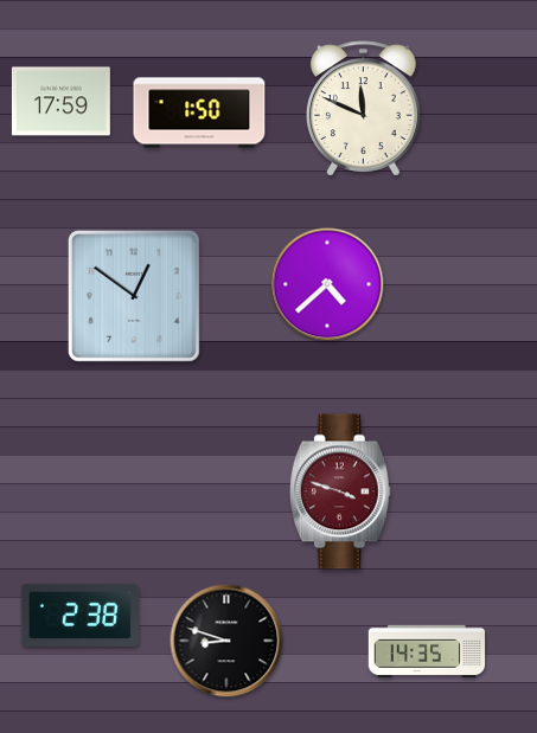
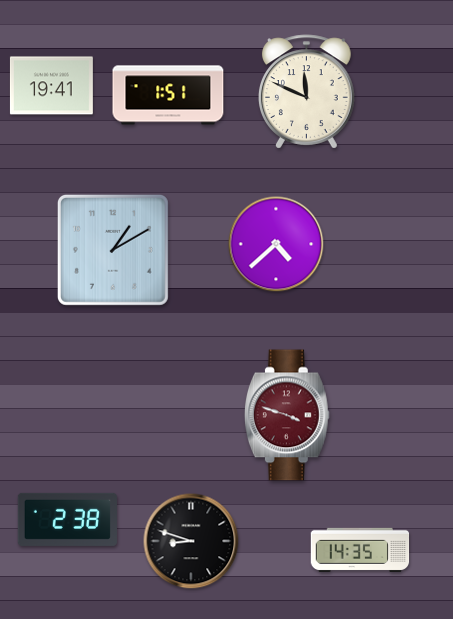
clock at (60, 102): 17:59 -> 19:41
clock at (199, 112): 1:50 -> 1:51
clock at (327, 284) position: (327, 284) -> (276, 244)
clock at (134, 296): 12:51 -> 1:10
